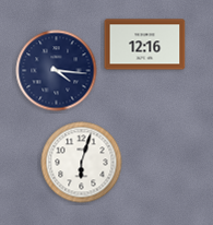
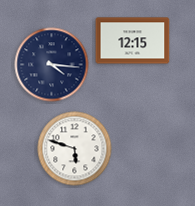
clock at (145, 45): 12:16 -> 12:15
clock at (82, 163): 6:03 -> 5:48
